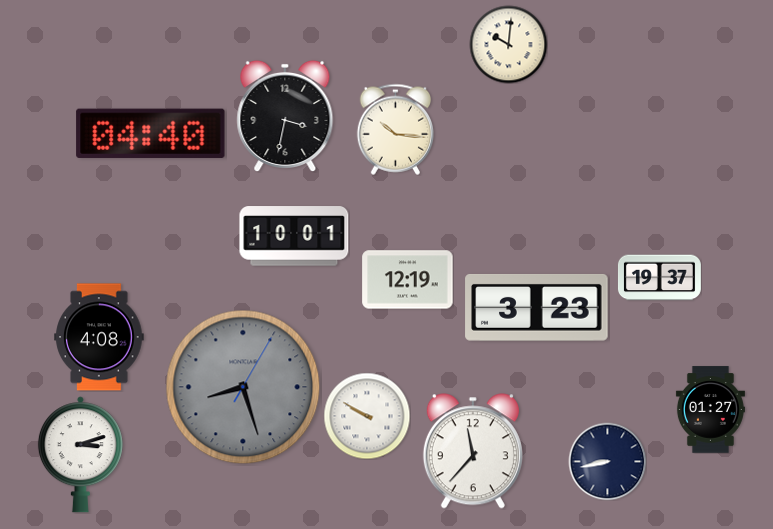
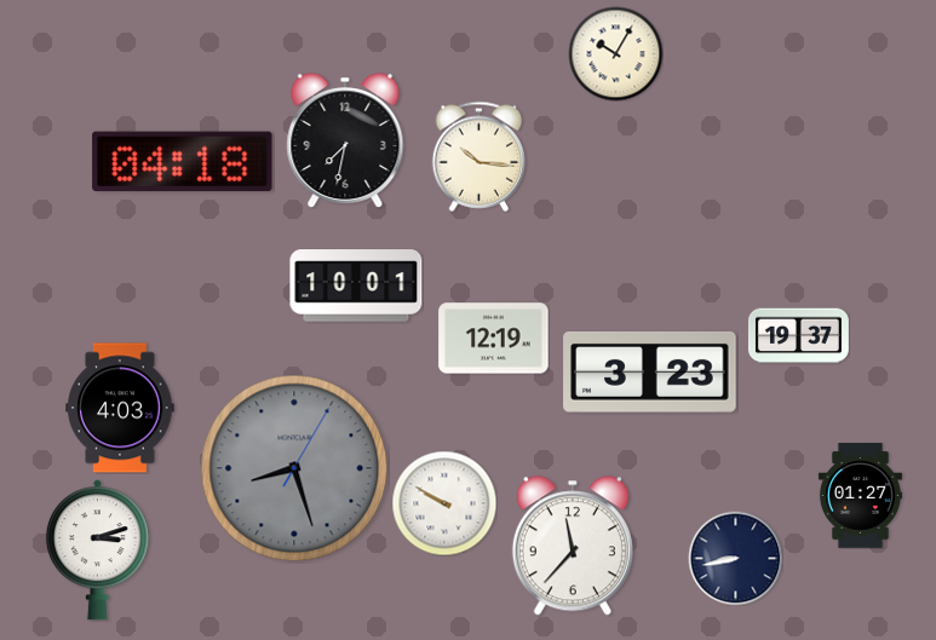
clock at (508, 44): 10:01 -> 10:05
clock at (285, 115): 3:32 -> 7:32
clock at (151, 133): 04:40 -> 04:18
clock at (99, 337): 4:08 -> 4:03
